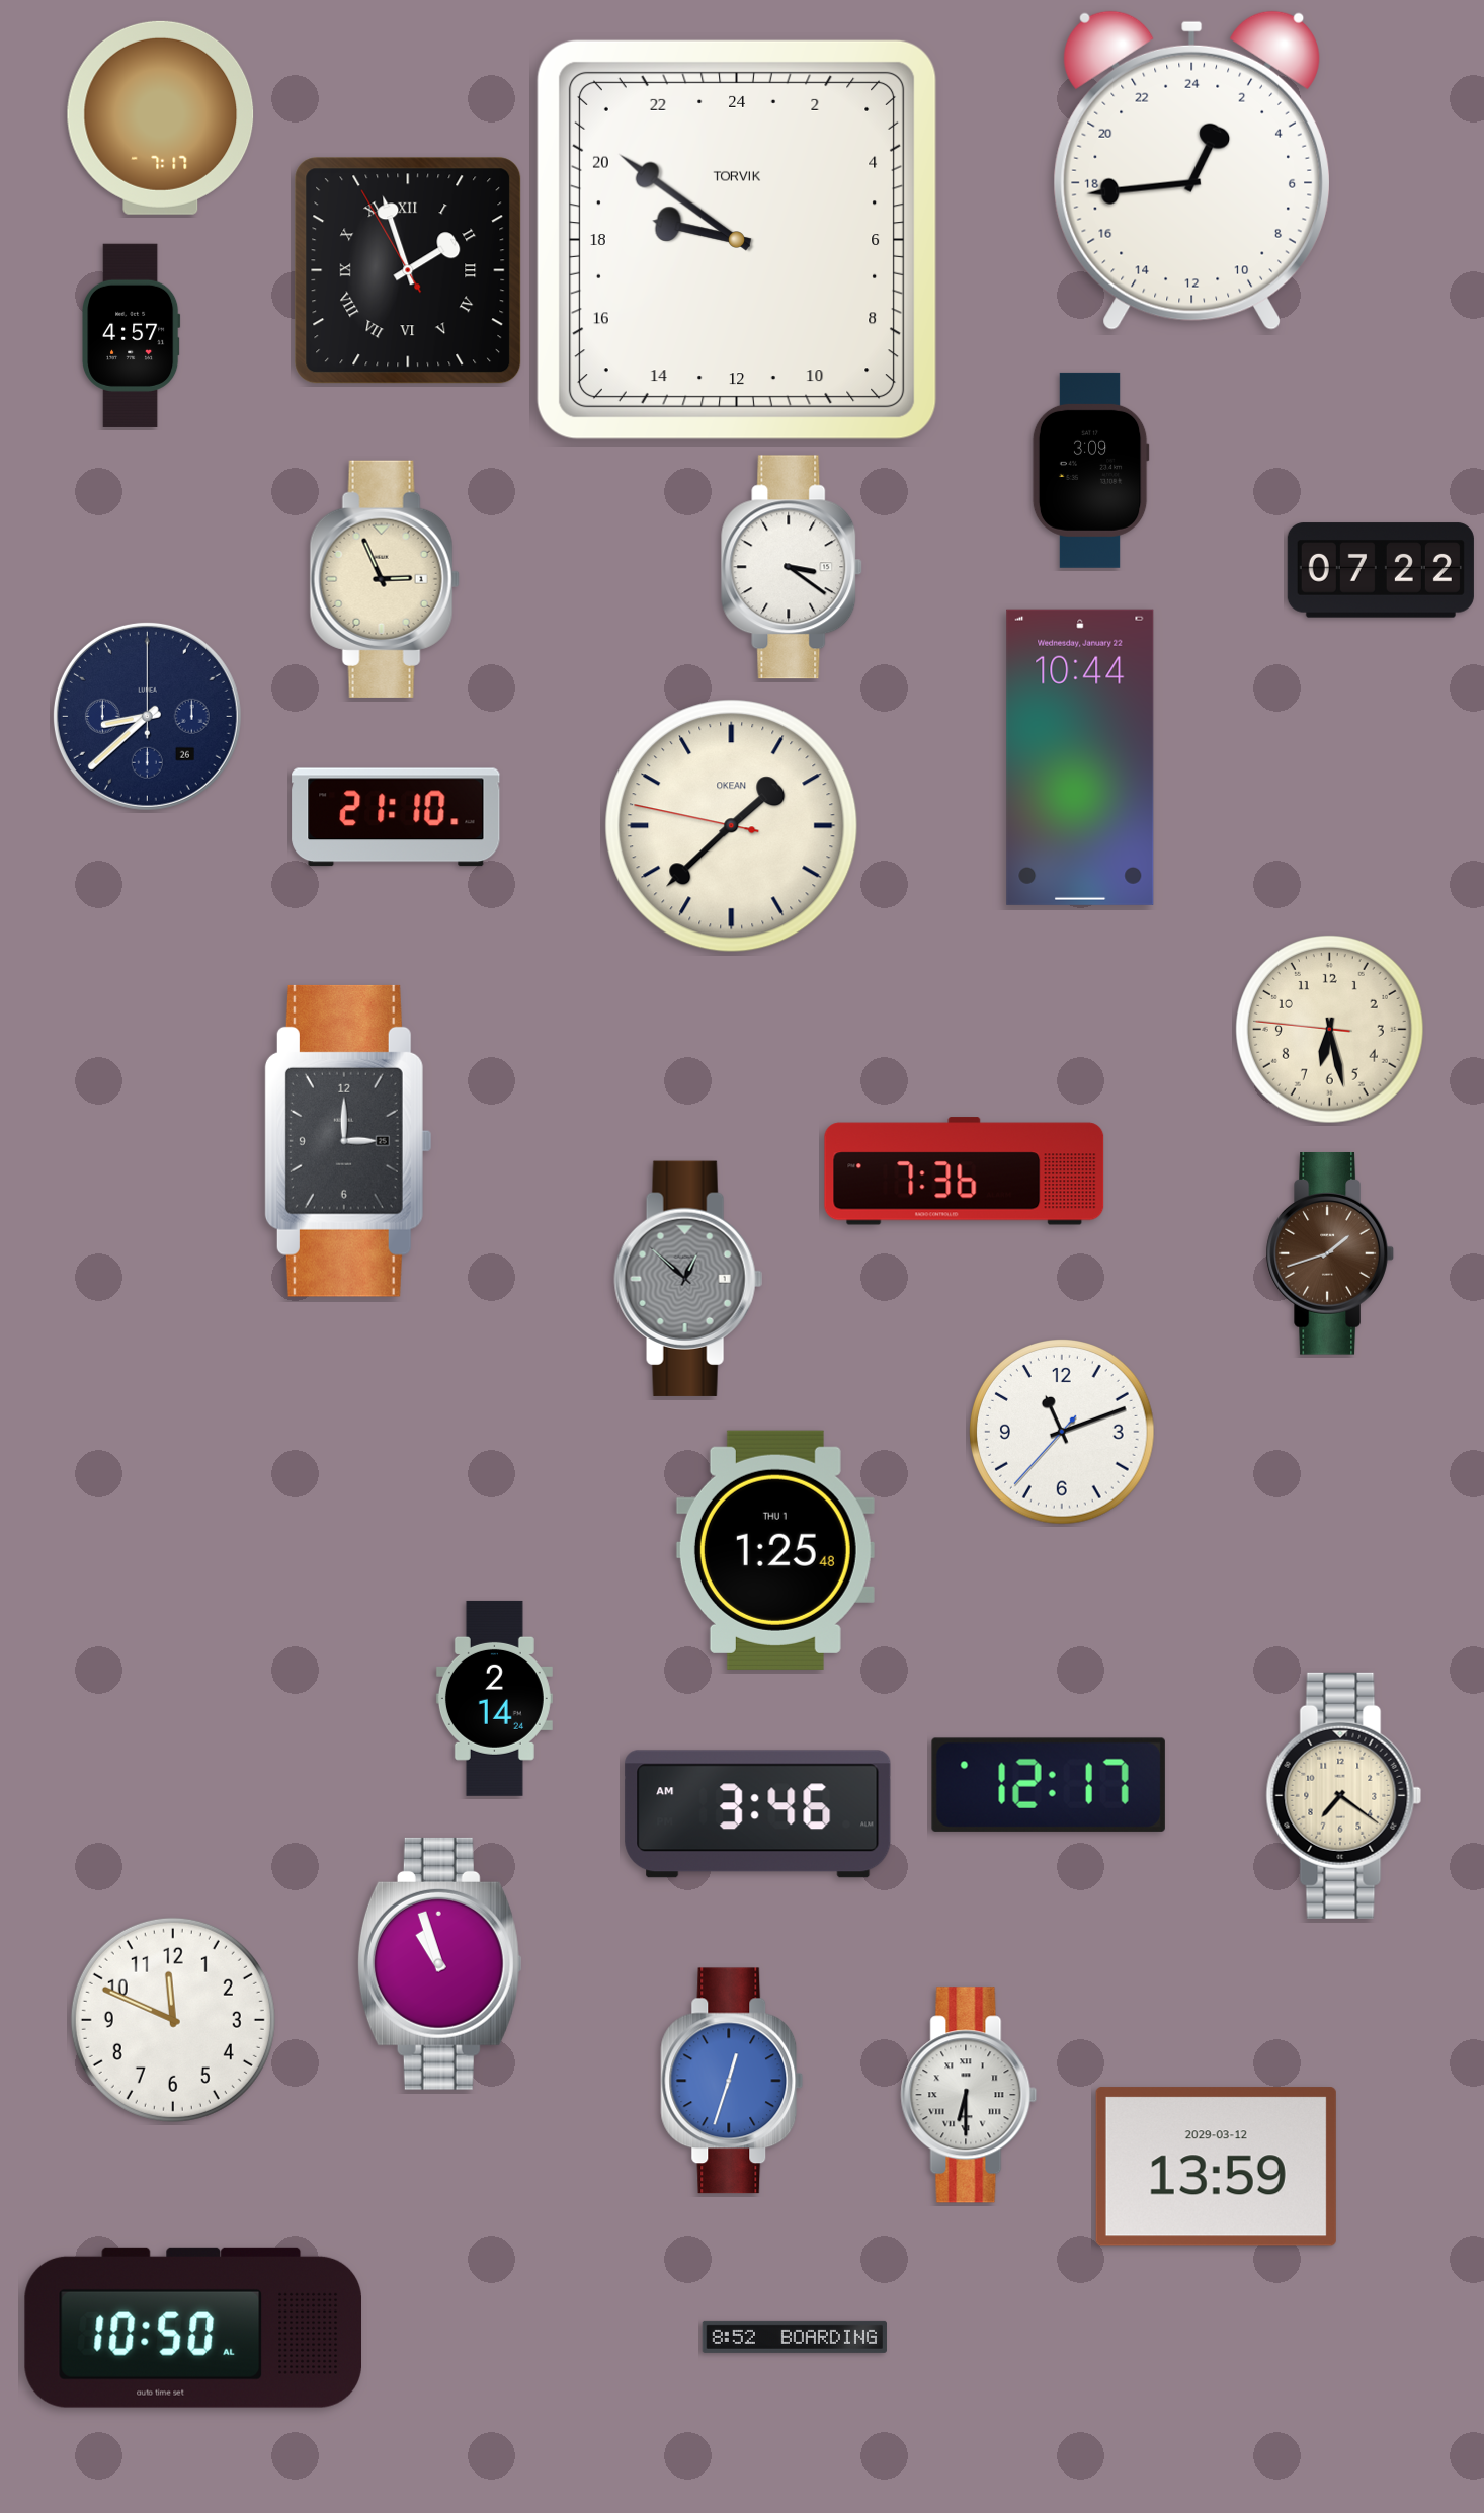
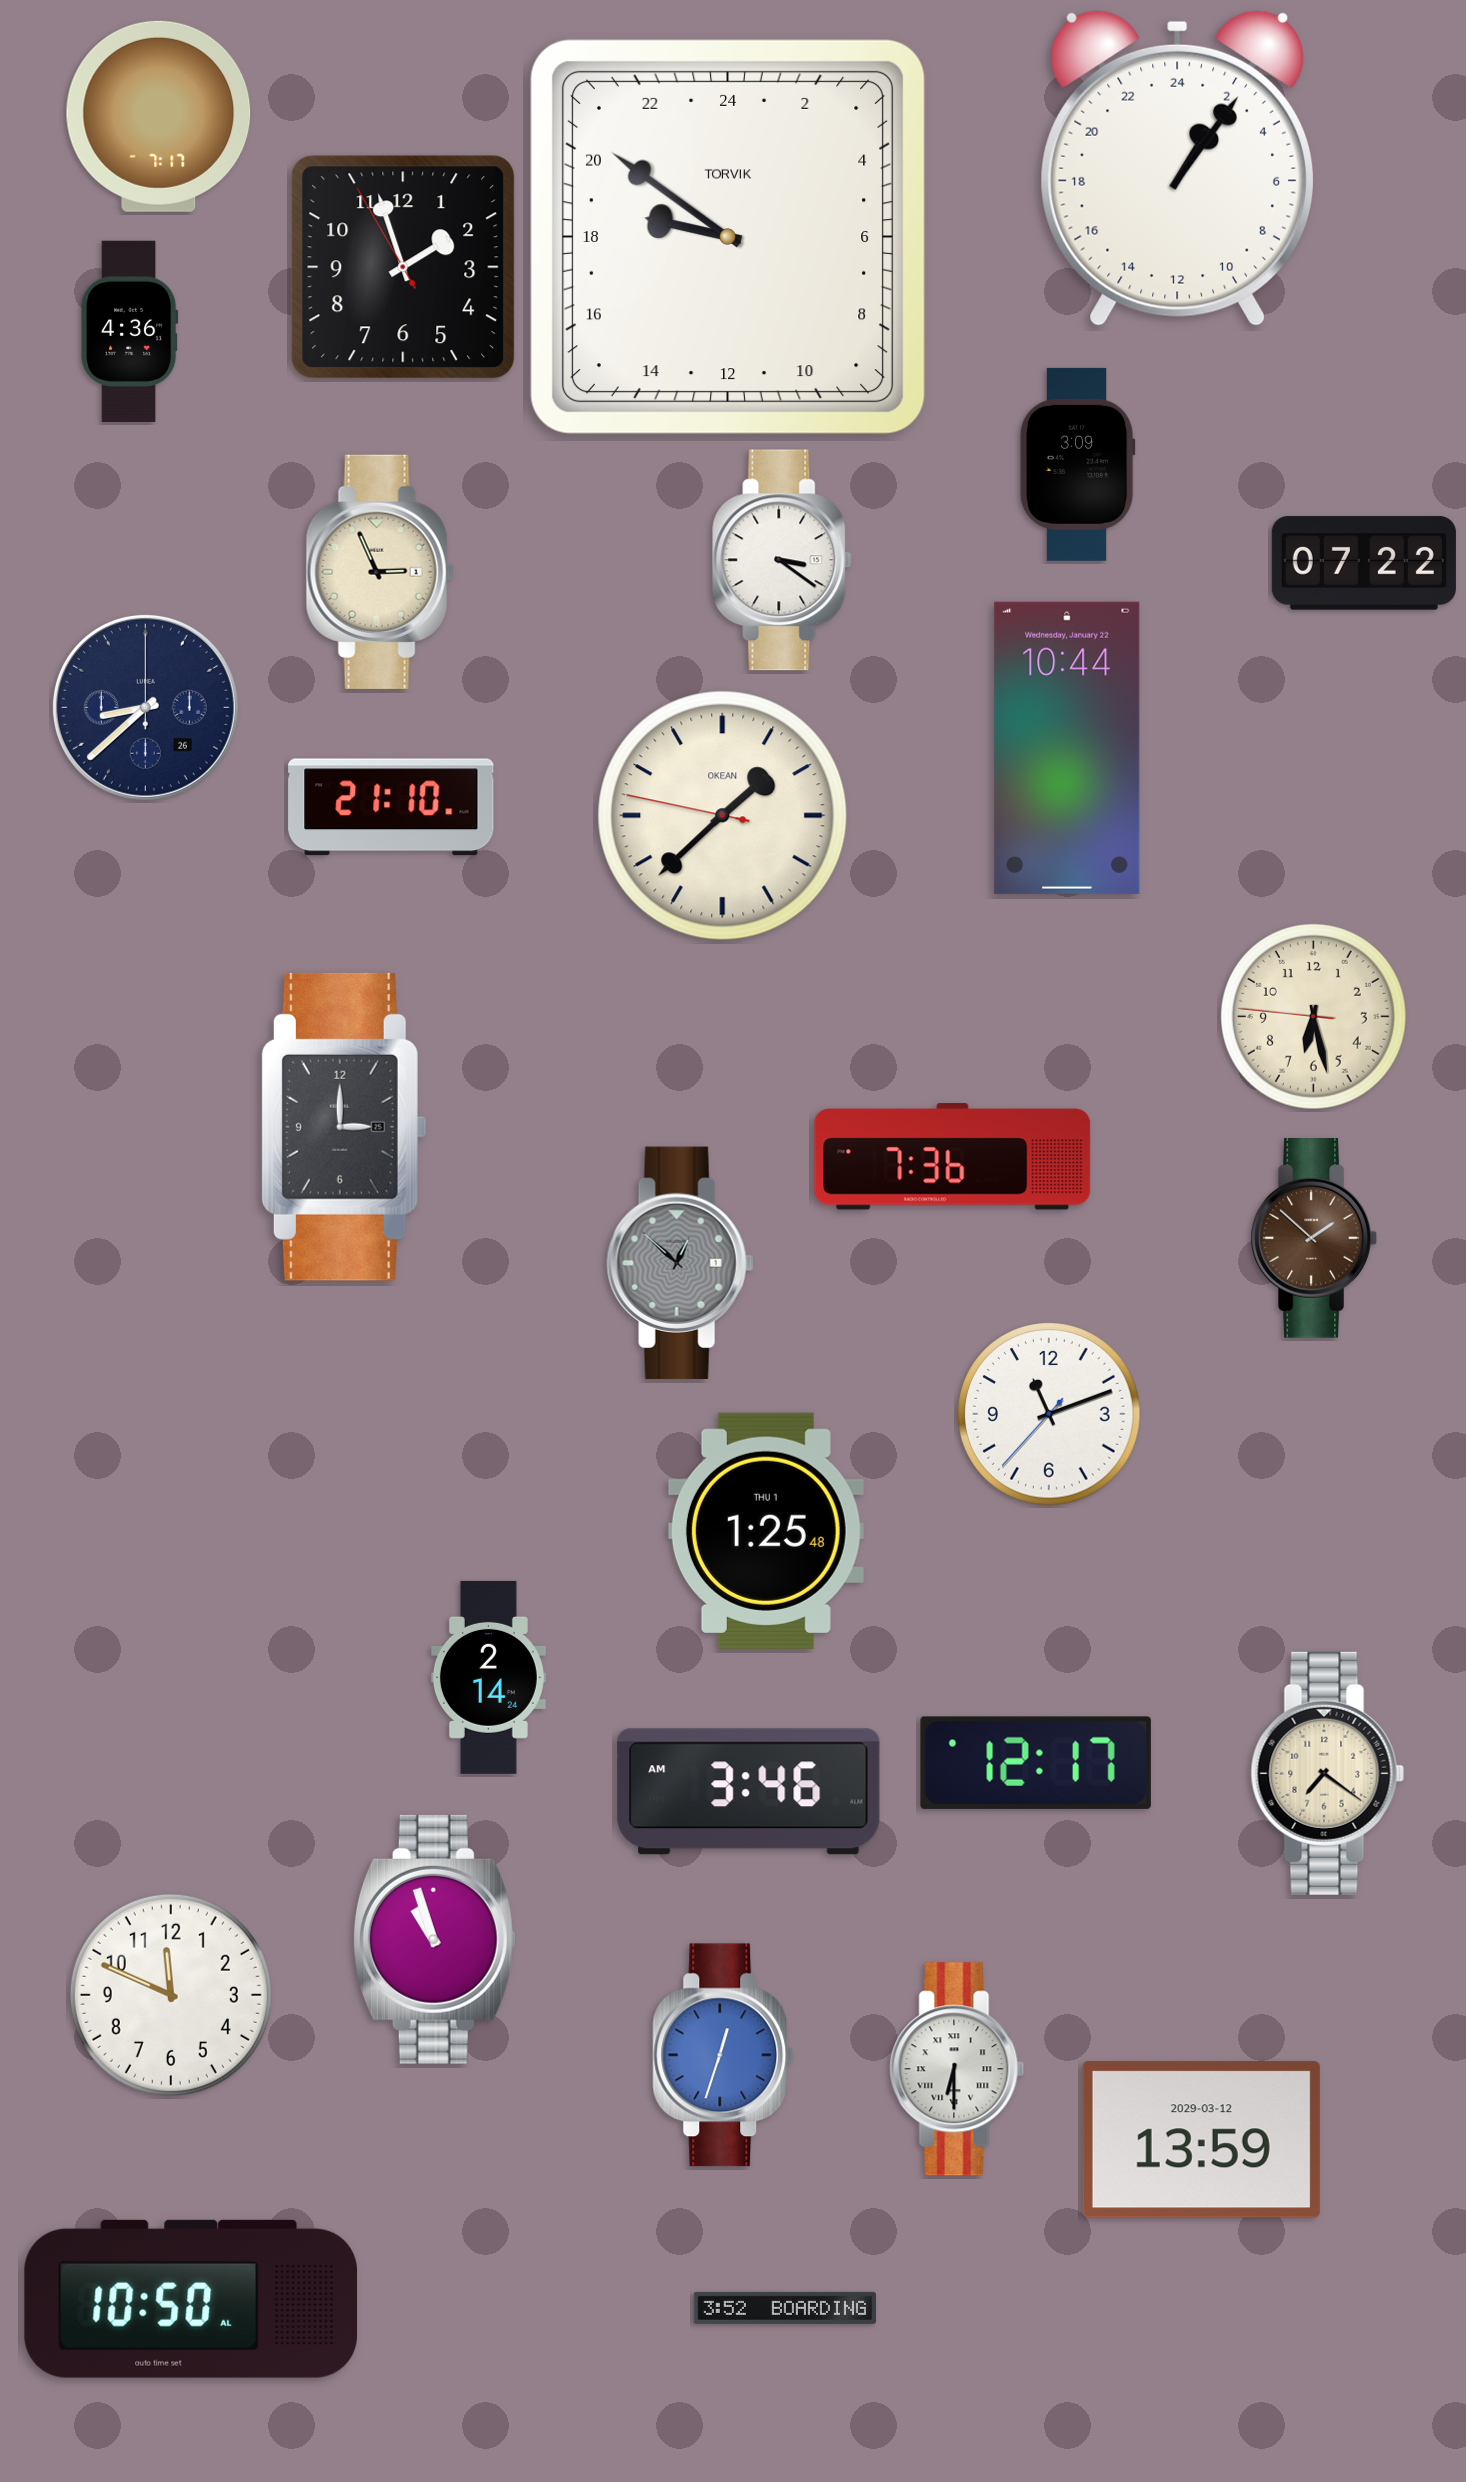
clock at (1191, 170): 1:44 -> 2:06
clock at (408, 270) numerals: Roman -> Arabic
clock at (132, 335): 4:57 -> 4:36
clock at (1330, 1254): 1:42 -> 1:52
clock at (795, 2337): 8:52 -> 3:52
